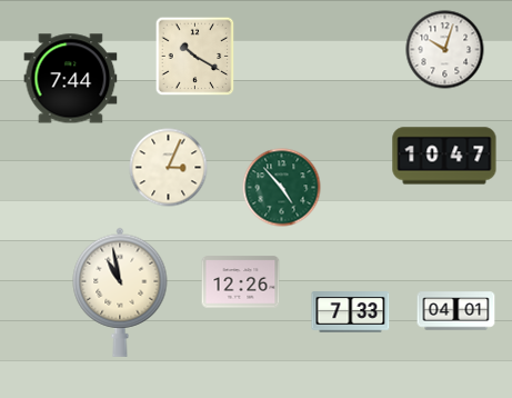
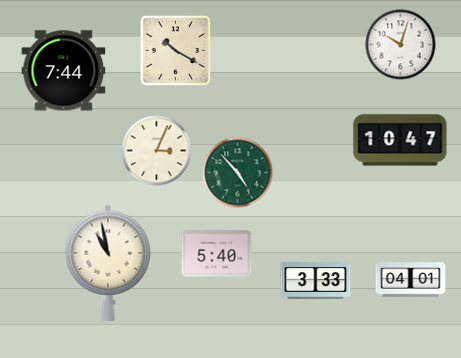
clock at (169, 168) position: (169, 168) -> (157, 151)
clock at (282, 188) position: (282, 188) -> (238, 173)
clock at (241, 282): 12:26 -> 5:40
clock at (351, 312): 7:33 -> 3:33
